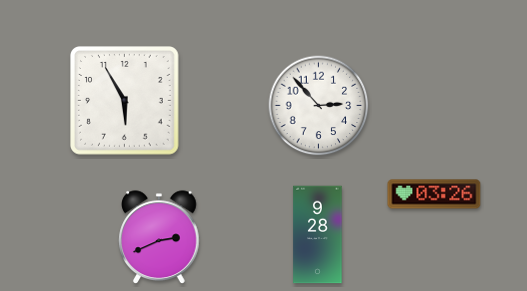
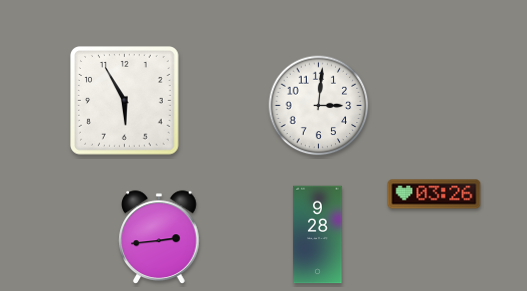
clock at (319, 106): 2:53 -> 3:01
clock at (159, 237): 2:41 -> 2:44
